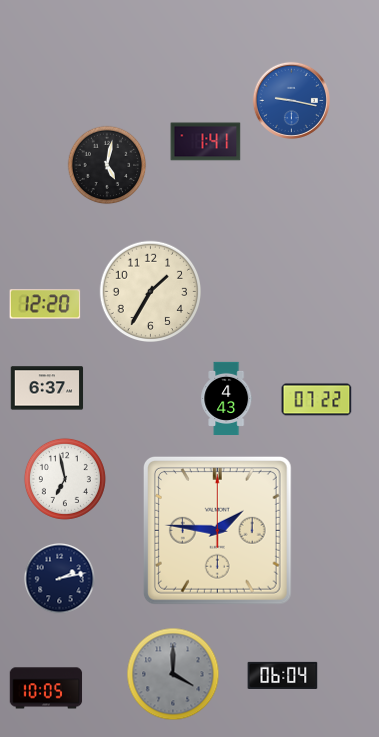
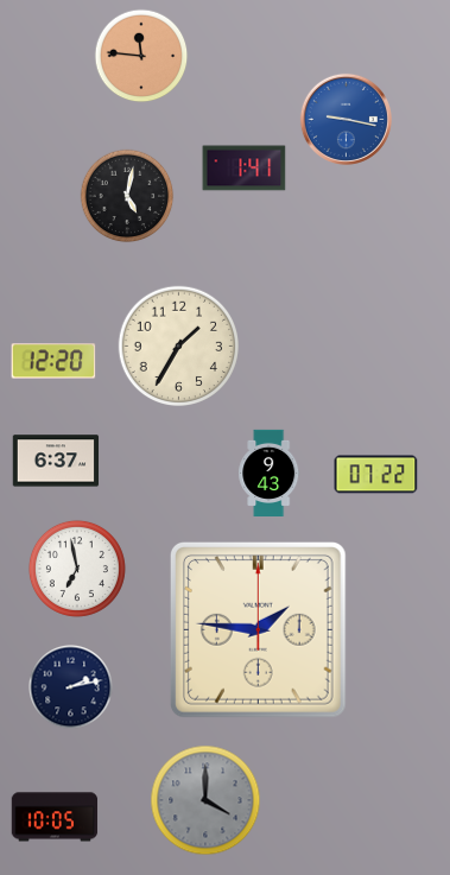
clock at (141, 56): none -> 11:46
clock at (227, 398): 4:43 -> 9:43
clock at (283, 675): 06:04 -> none
